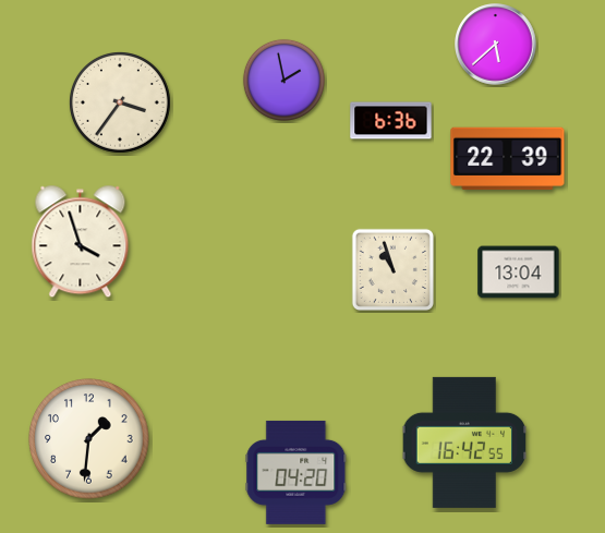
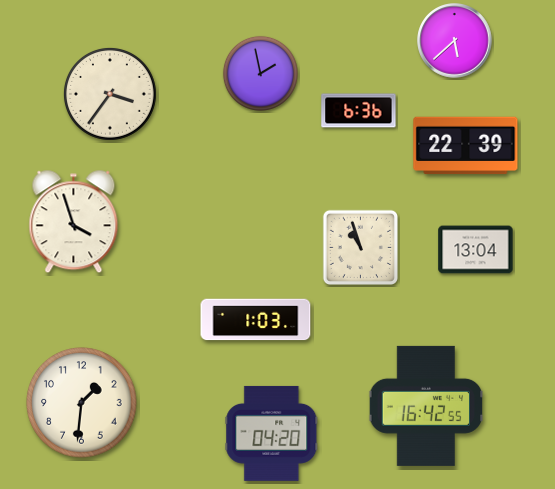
clock at (256, 320): none -> 1:03
